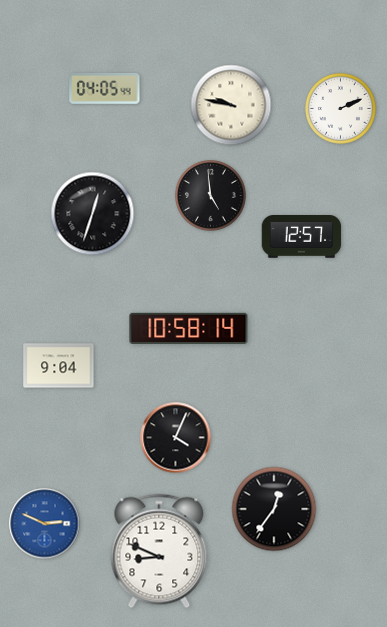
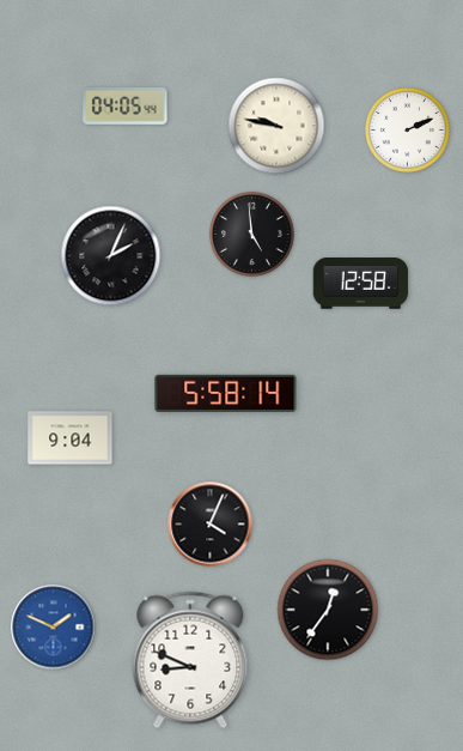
clock at (93, 214): 12:33 -> 2:04
clock at (302, 237): 12:57 -> 12:58
clock at (189, 328): 10:58 -> 5:58
clock at (45, 524): 2:49 -> 1:49
